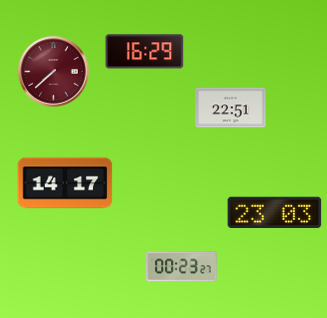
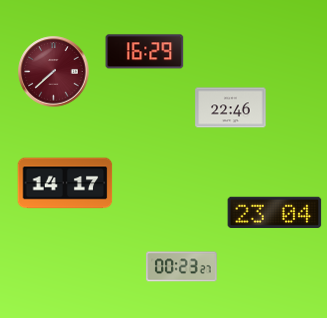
clock at (231, 108): 22:51 -> 22:46
clock at (275, 212): 23:03 -> 23:04
